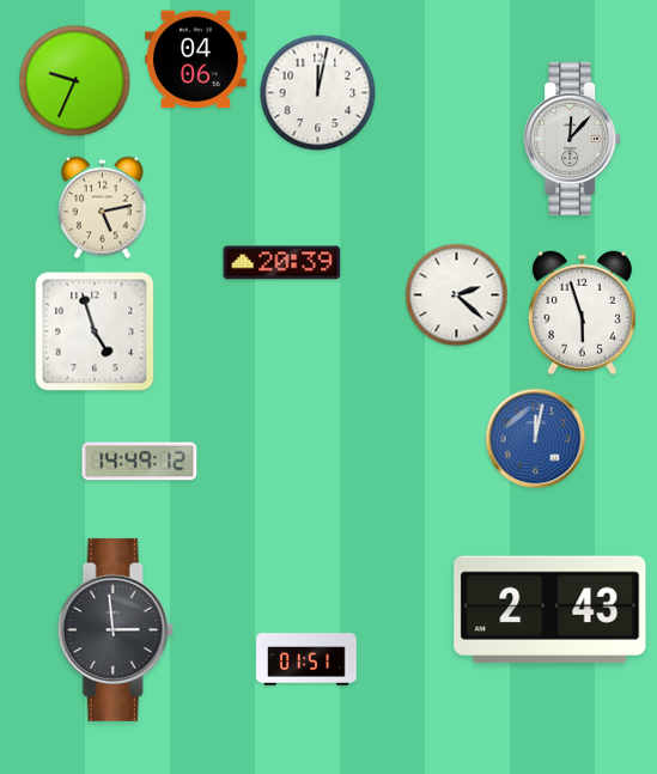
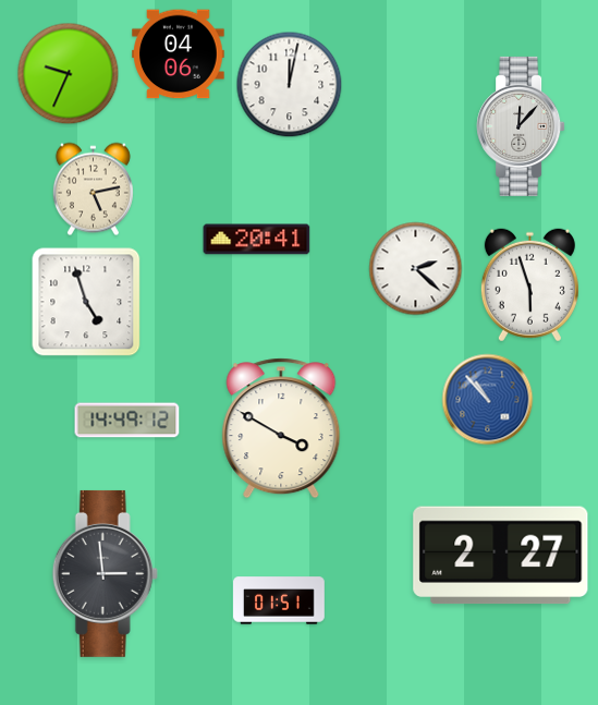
clock at (282, 263): 20:39 -> 20:41
clock at (536, 439): 12:02 -> 10:53
clock at (281, 428): none -> 3:50
clock at (550, 610): 2:43 -> 2:27
